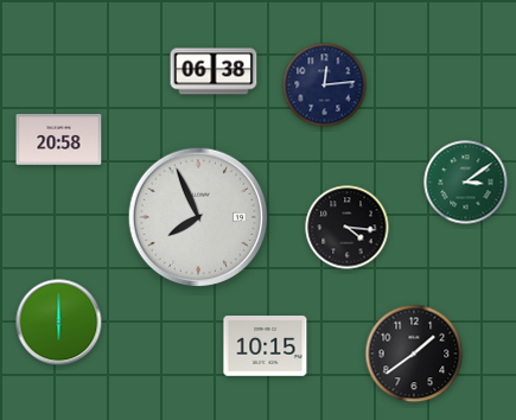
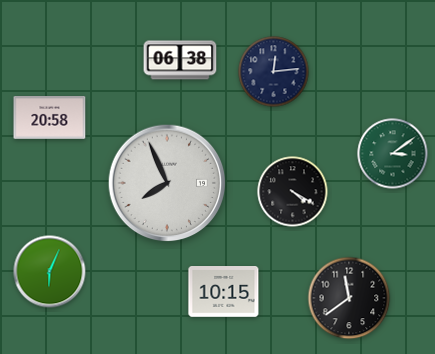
clock at (348, 228): 4:16 -> 4:20
clock at (59, 323): 6:00 -> 6:04
clock at (414, 354): 1:39 -> 11:39
